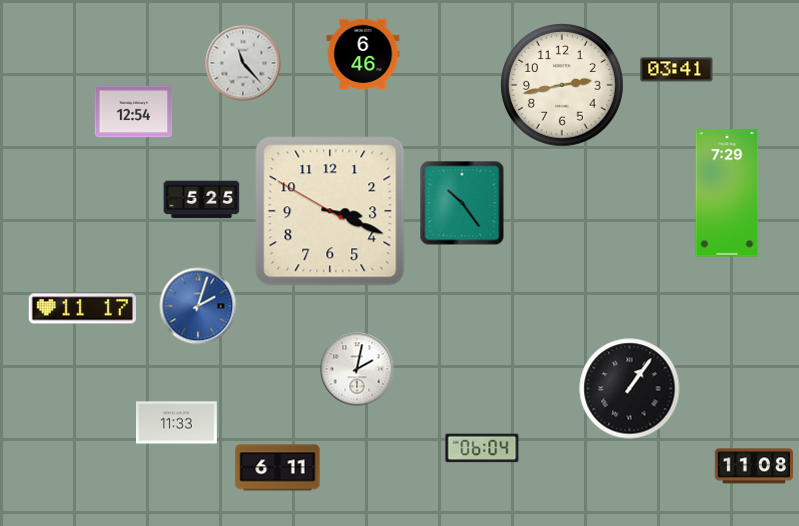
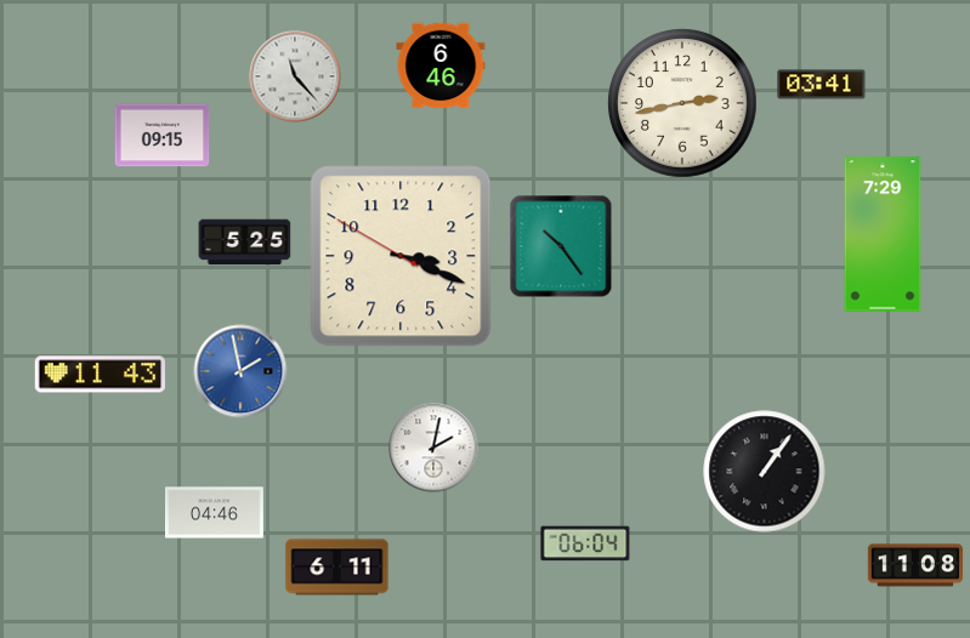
clock at (134, 112): 12:54 -> 09:15
clock at (198, 306): 2:03 -> 1:58
clock at (82, 309): 11:17 -> 11:43
clock at (177, 423): 11:33 -> 04:46
